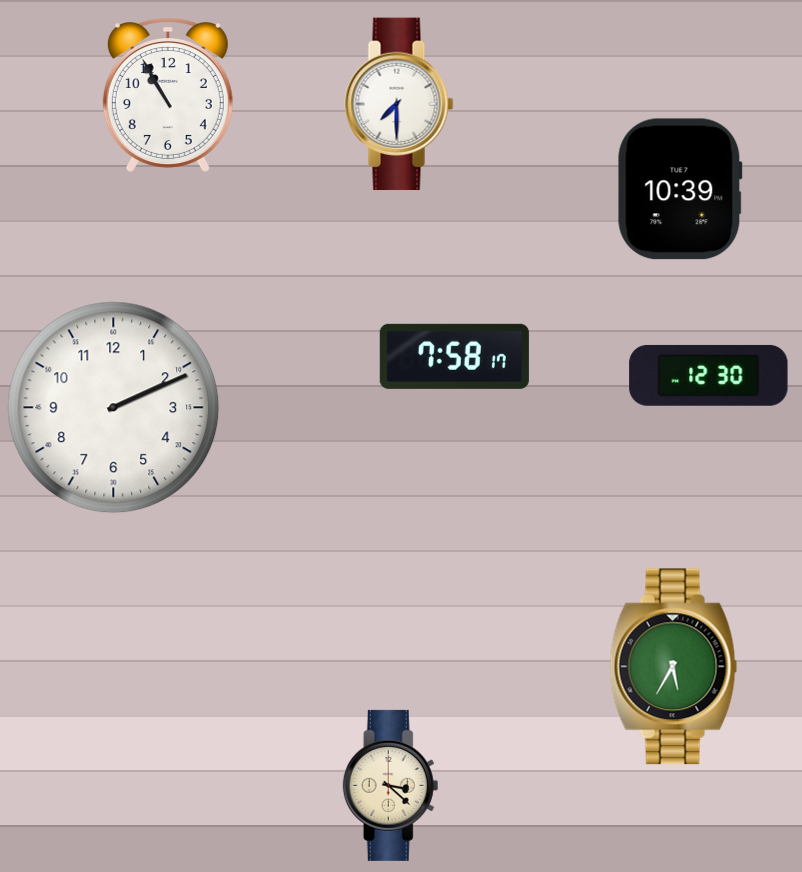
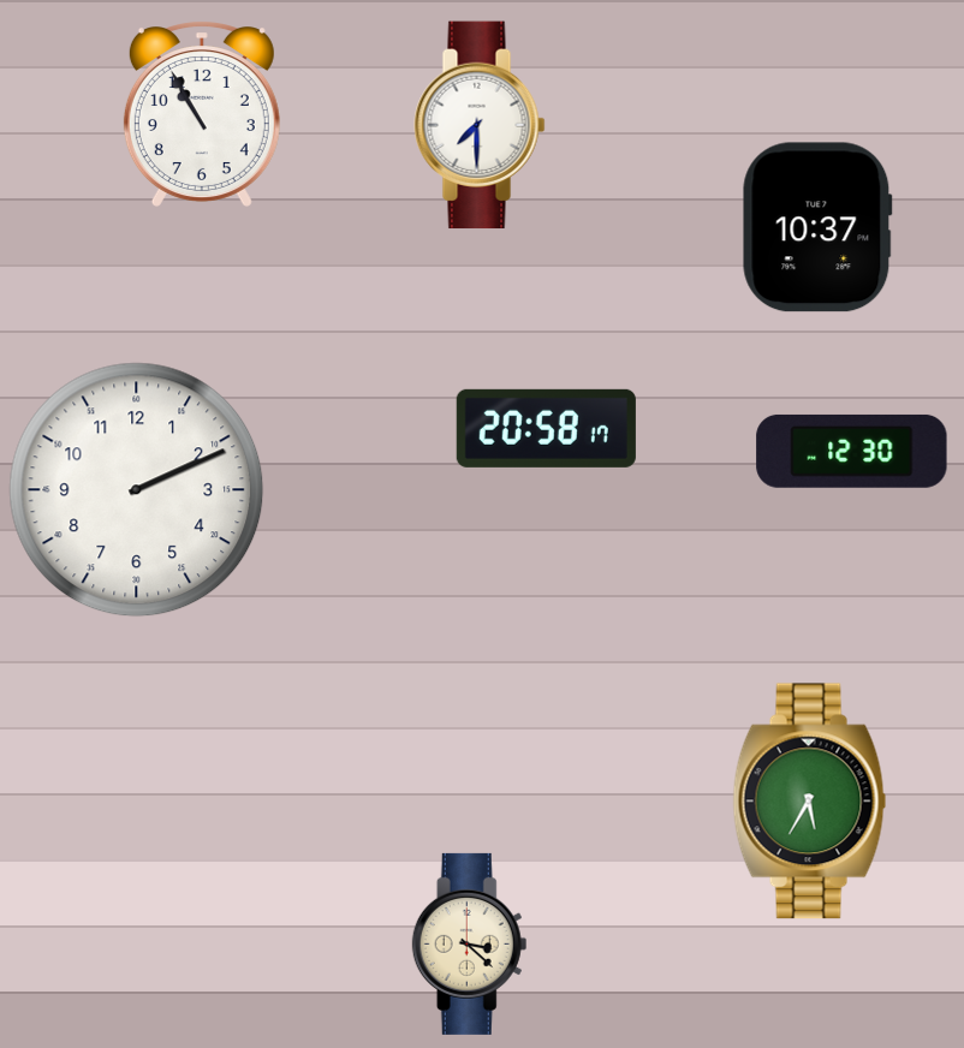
clock at (680, 189): 10:39 -> 10:37
clock at (454, 356): 7:58 -> 20:58
